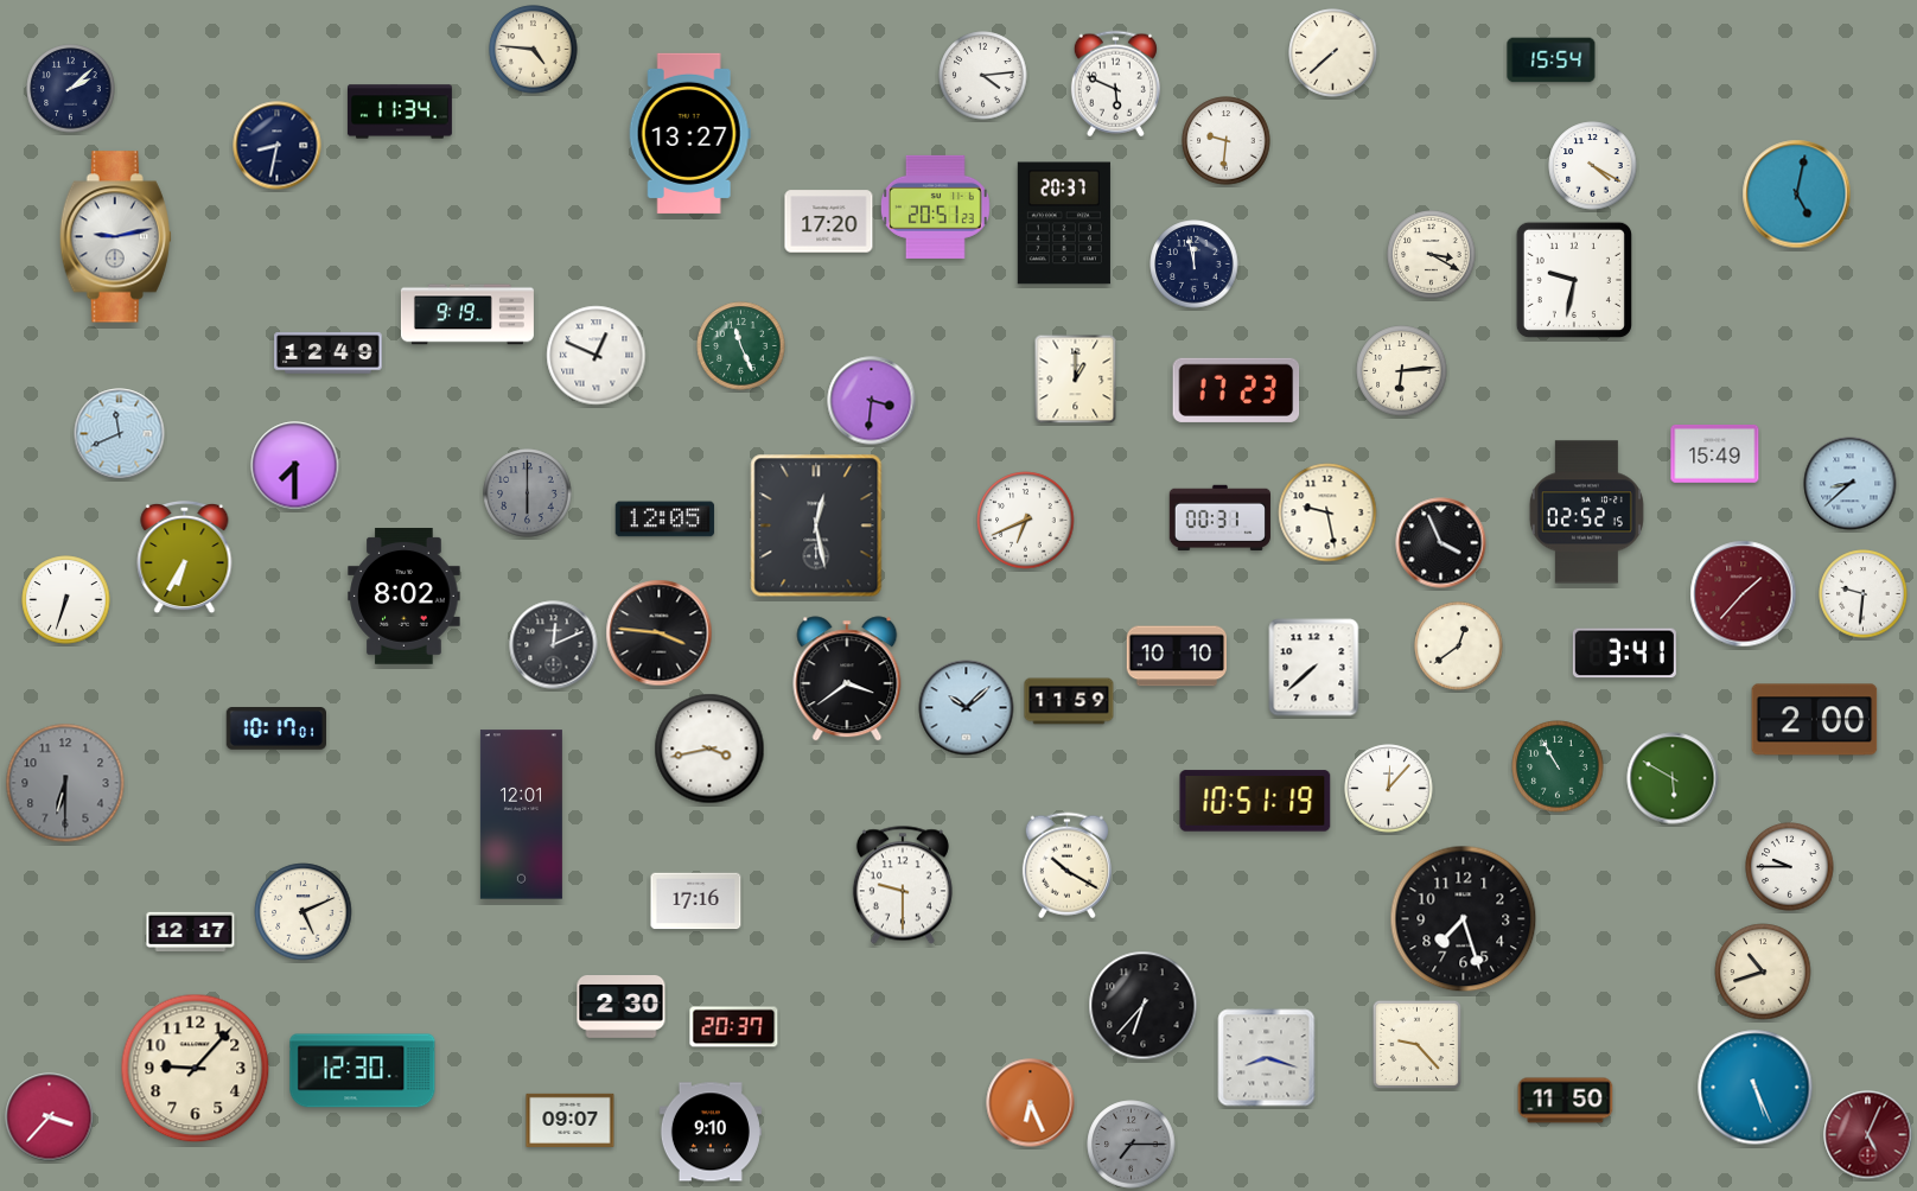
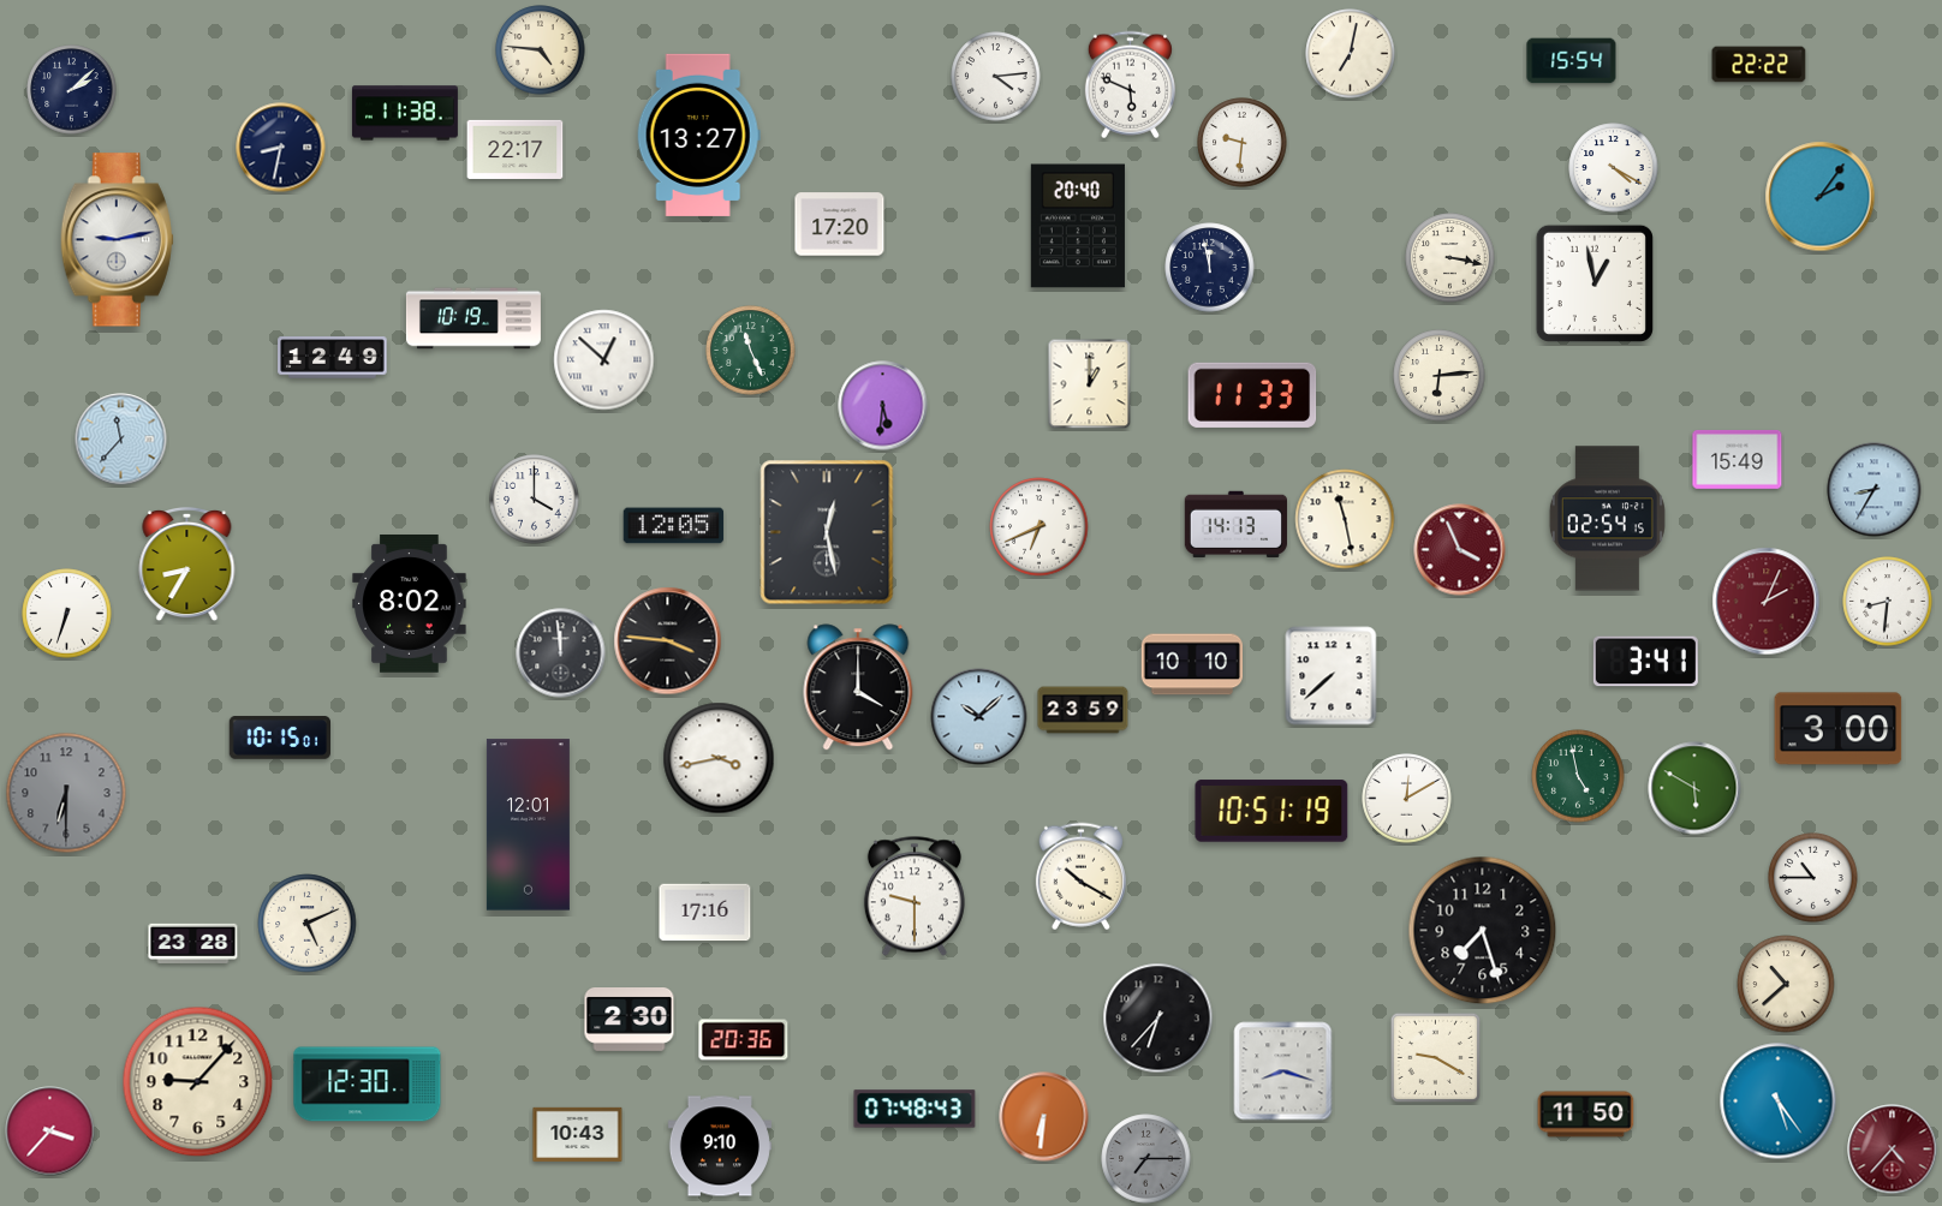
clock at (1333, 53): 7:38 -> 7:02
clock at (1759, 65): none -> 22:22
clock at (400, 112): 11:34 -> 11:38
clock at (516, 149): none -> 22:17
clock at (1797, 195): 5:02 -> 2:06
clock at (935, 206): 20:51 -> none
clock at (1064, 223): 20:37 -> 20:40
clock at (1432, 255): 3:20 -> 3:17
clock at (1574, 280): 9:32 -> 12:58
clock at (467, 314): 9:19 -> 10:19
clock at (597, 356): 12:49 -> 12:52
clock at (1402, 371) position: (1402, 371) -> (1440, 376)
clock at (1236, 390): 17:23 -> 11:33
clock at (872, 401): 3:31 -> 5:31
clock at (120, 434): 11:41 -> 11:37
clock at (295, 466): 7:30 -> none
clock at (1851, 484): 8:38 -> 8:35
clock at (528, 493): 6:00 -> 4:00
clock at (528, 493) dial: grey -> white
clock at (1327, 512): 9:28 -> 11:28
clock at (1586, 512): 02:52 -> 02:54
clock at (1219, 517): 00:31 -> 14:13
clock at (1441, 543) dial: black -> burgundy
clock at (185, 558): 6:35 -> 8:35
clock at (1744, 594): 1:37 -> 2:04
clock at (1864, 594): 9:31 -> 8:31
clock at (66, 600) position: (66, 600) -> (67, 614)
clock at (554, 645): 12:11 -> 11:59
clock at (1459, 647): 12:39 -> none
clock at (847, 679): 3:39 -> 4:00
clock at (1069, 701): 11:59 -> 23:59
clock at (1815, 720): 2:00 -> 3:00
clock at (275, 730): 10:17 -> 10:15
clock at (1558, 766): 10:55 -> 4:58
clock at (1389, 789): 12:07 -> 12:10
clock at (1790, 867): 9:45 -> 10:45
clock at (191, 931): 12:17 -> 23:28
clock at (1763, 972): 10:42 -> 10:38
clock at (734, 1027): 20:37 -> 20:36
clock at (1416, 1044): 9:23 -> 9:20
clock at (1756, 1088): 5:26 -> 5:24
clock at (915, 1109): none -> 07:48
clock at (1031, 1103): 6:26 -> 6:31
clock at (571, 1120): 09:07 -> 10:43
clock at (1868, 1135): 5:04 -> 4:37
